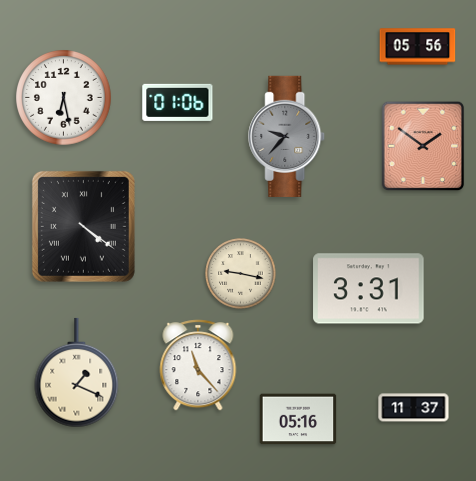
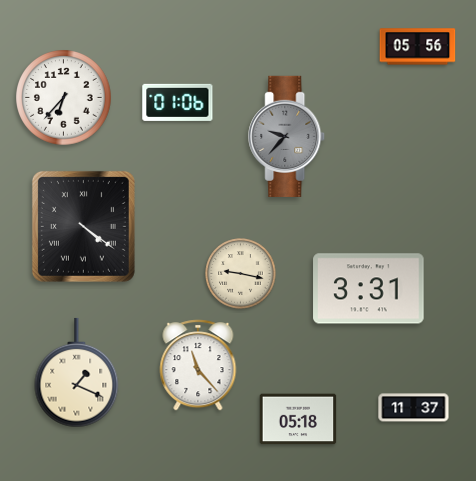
clock at (64, 98): 6:28 -> 6:37
clock at (423, 146): 1:51 -> none
clock at (298, 419): 05:16 -> 05:18
